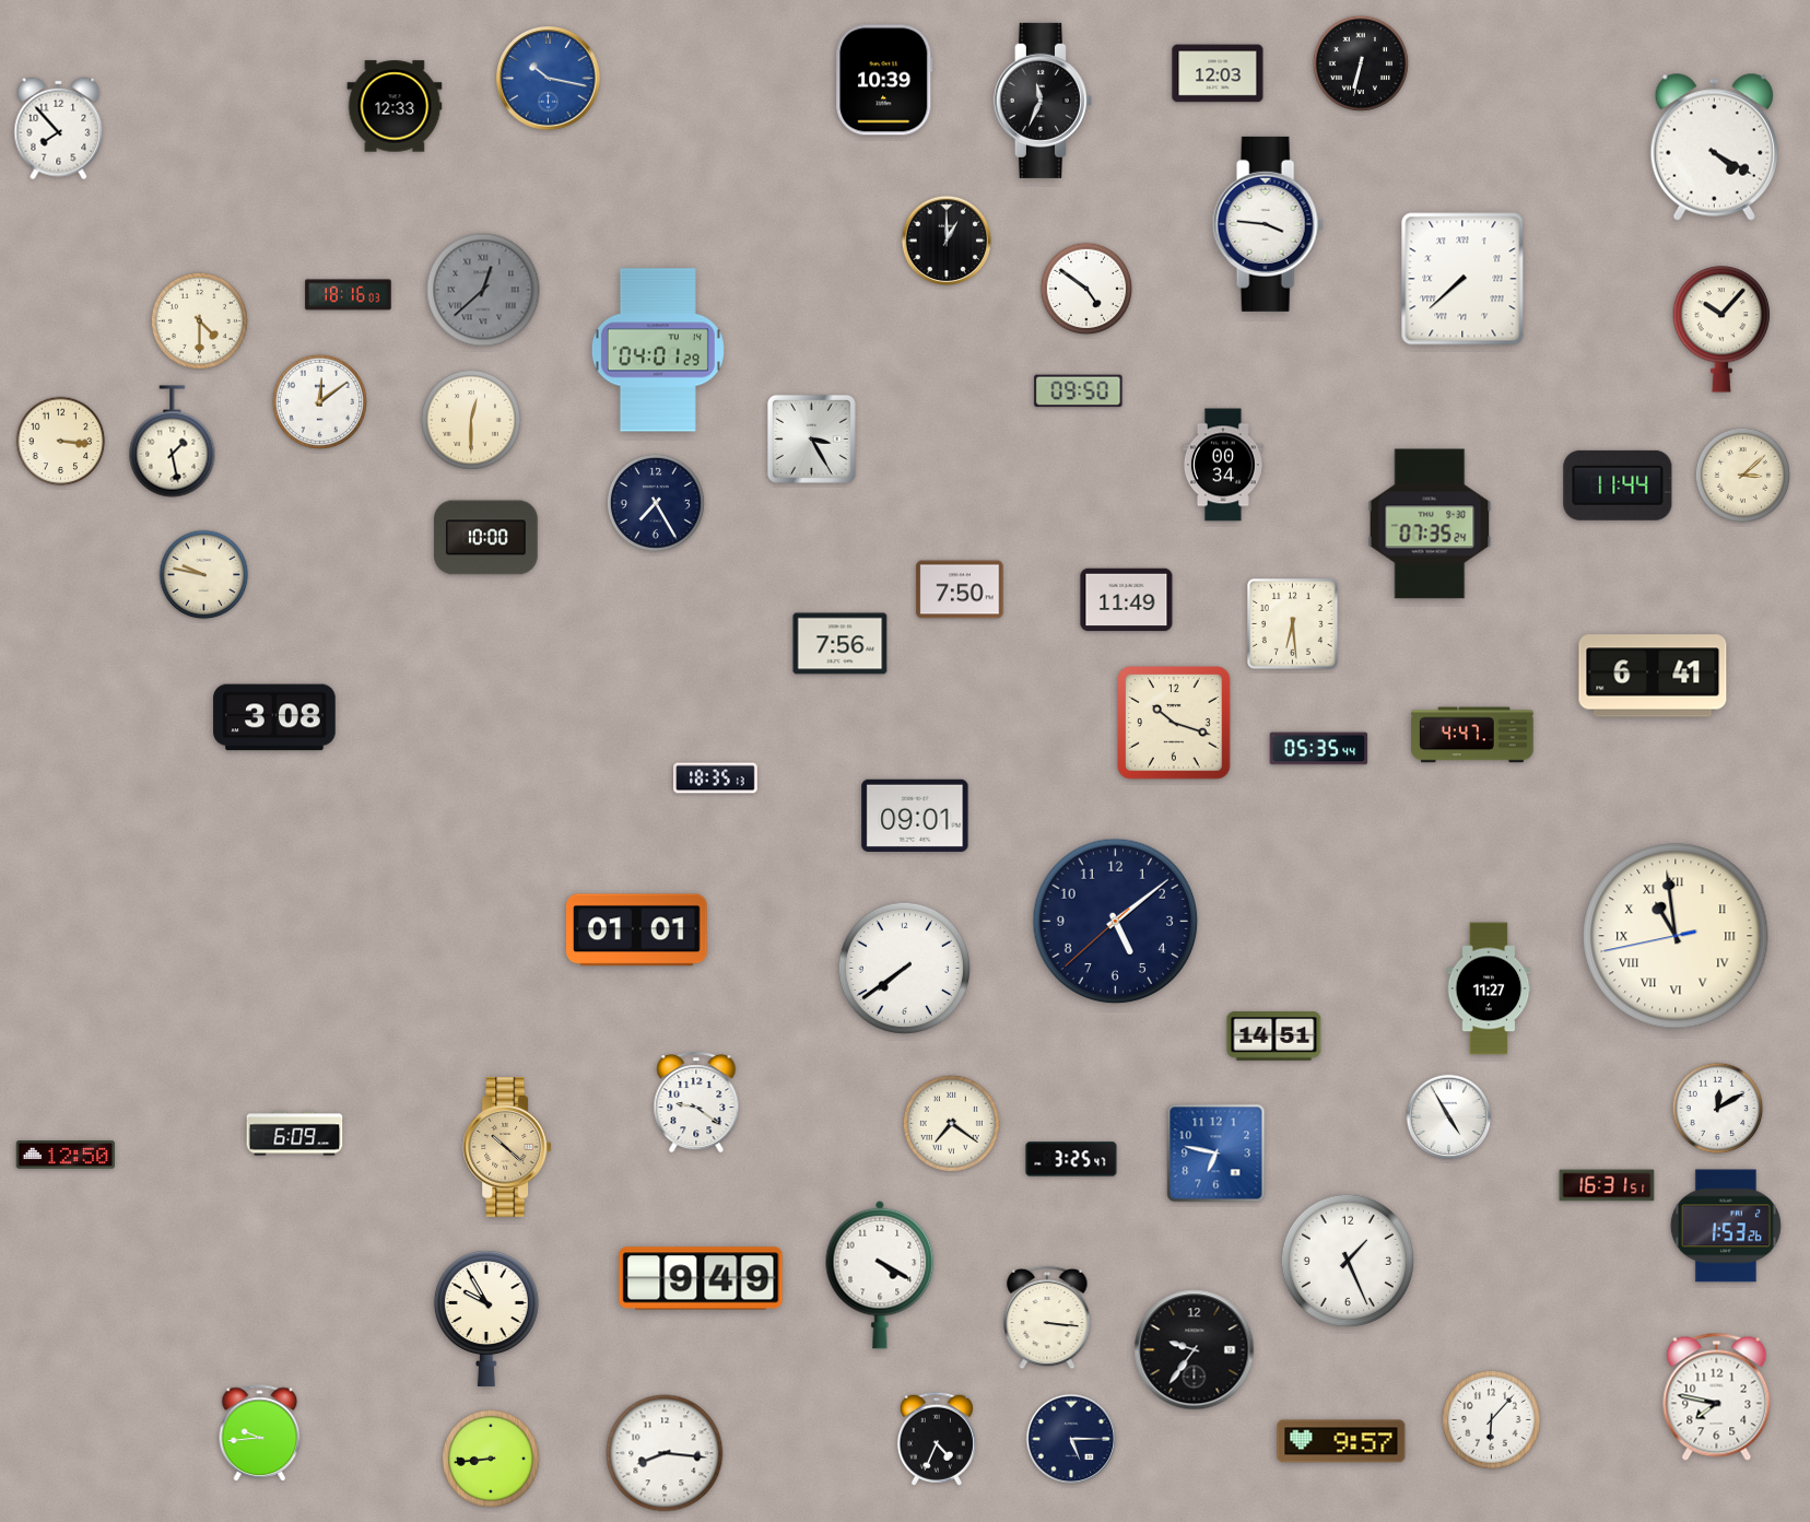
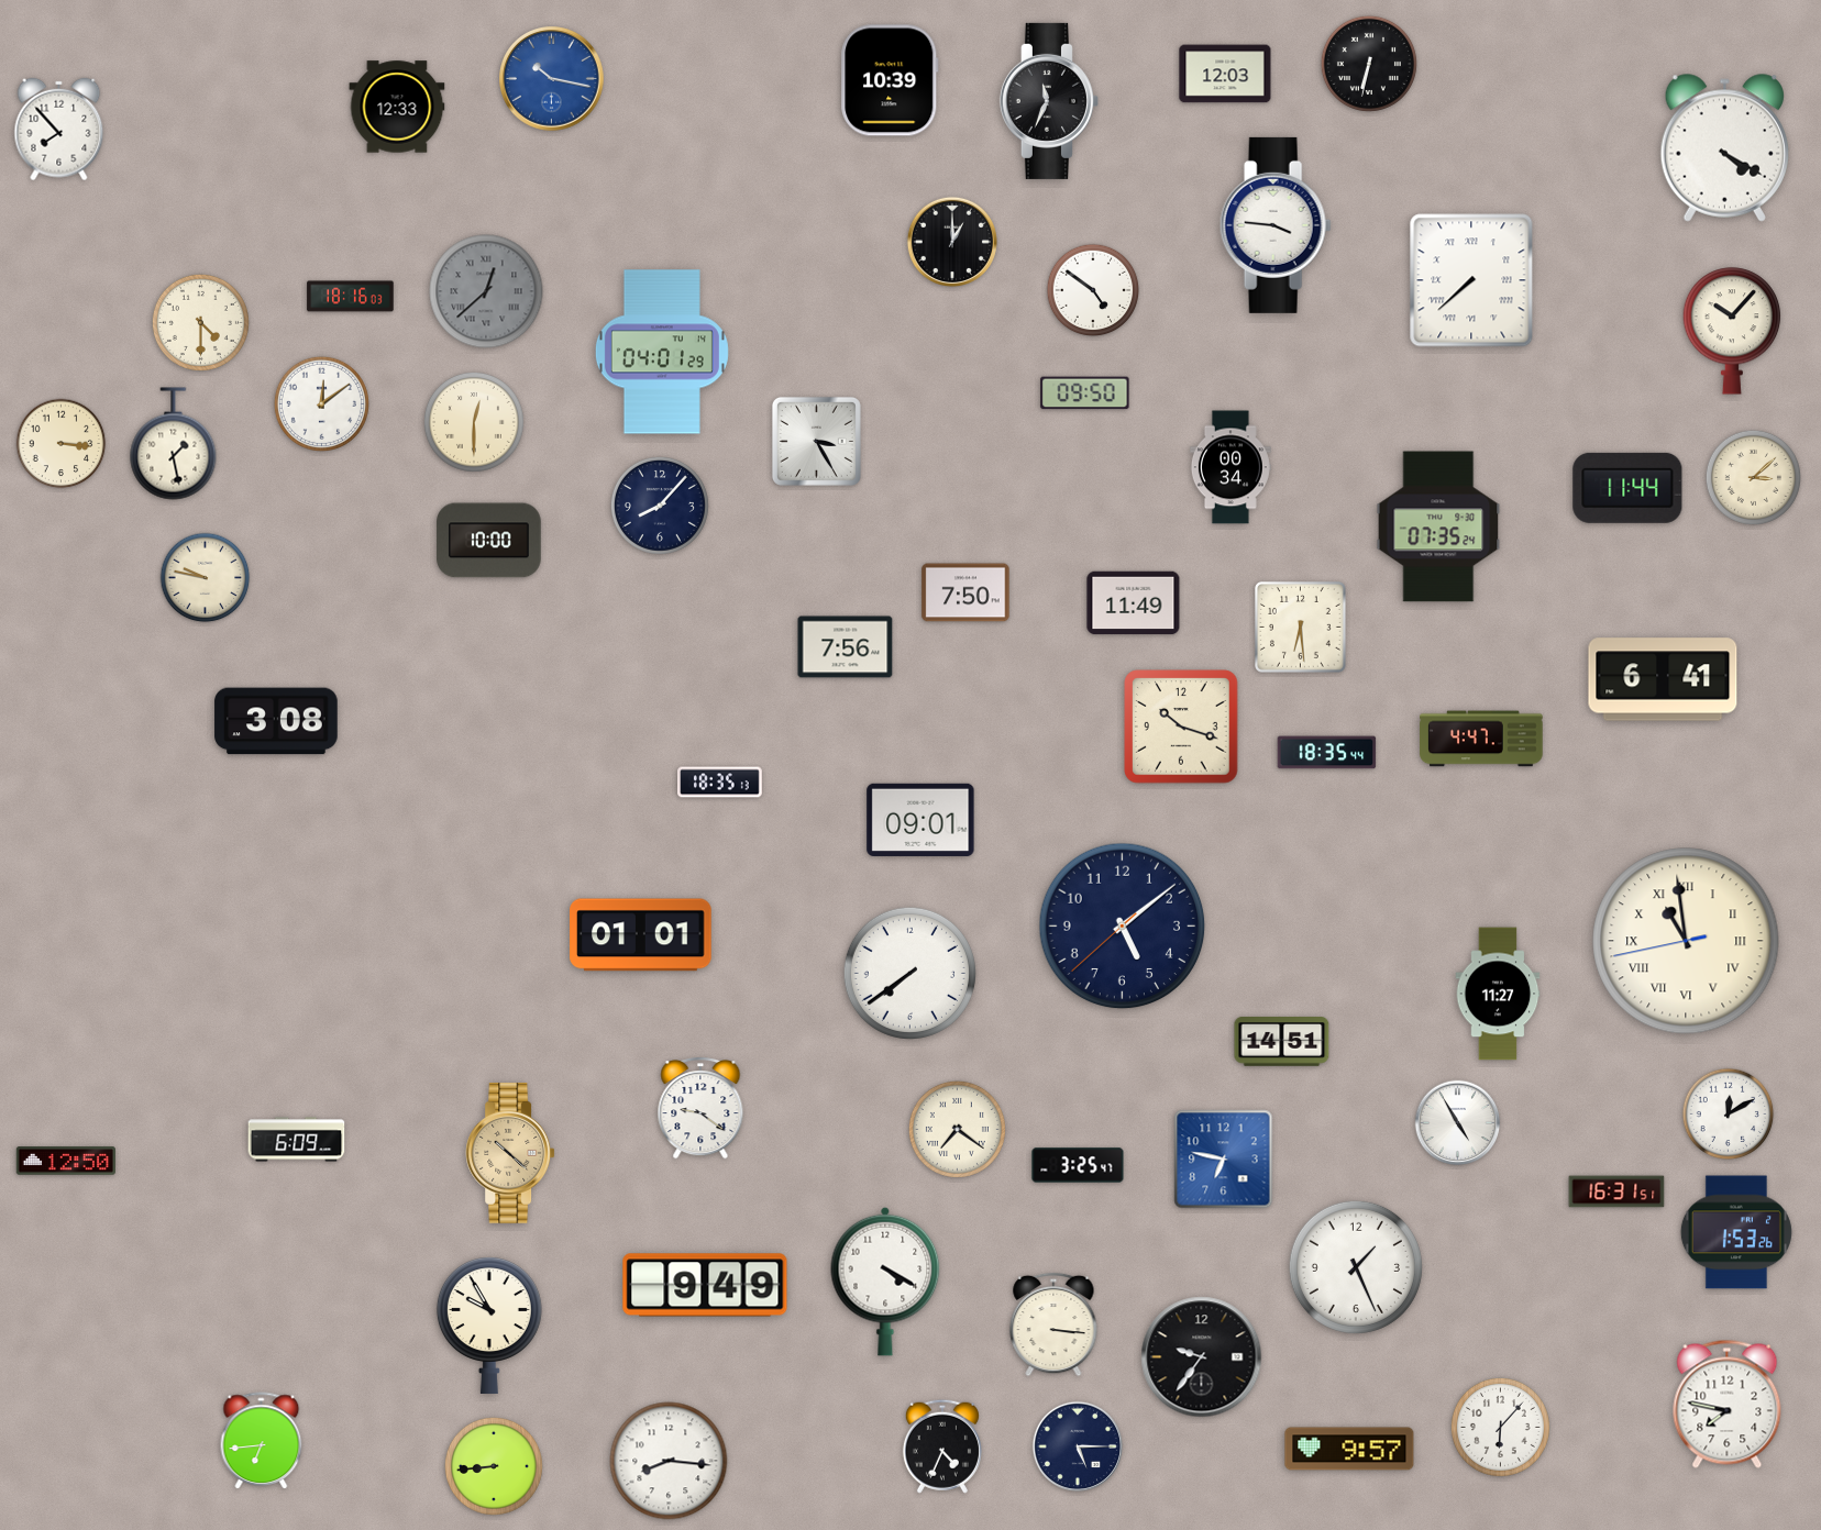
clock at (656, 503): 7:25 -> 8:07
clock at (1319, 749): 05:35 -> 18:35
clock at (260, 1432): 9:44 -> 6:44
